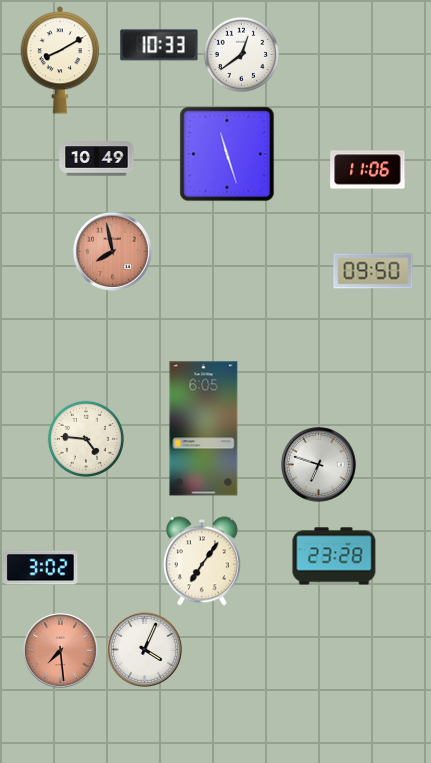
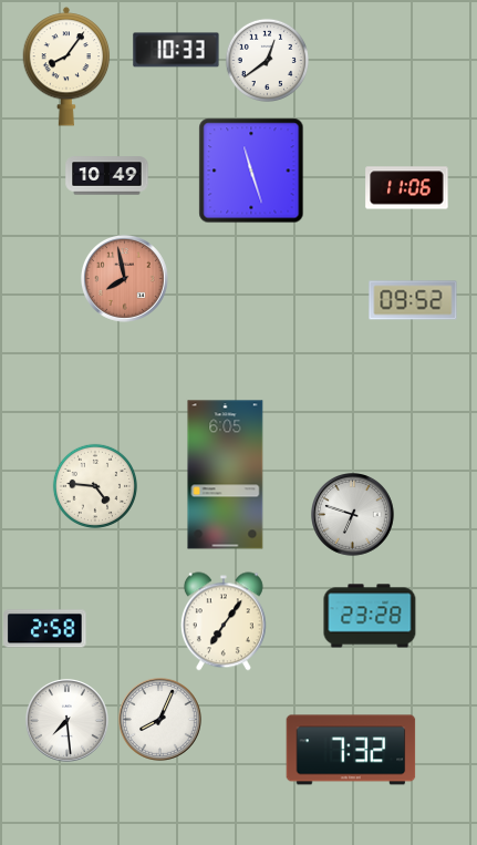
clock at (60, 60): 8:10 -> 8:06
clock at (373, 271): 09:50 -> 09:52
clock at (41, 568): 3:02 -> 2:58
clock at (145, 650): 4:04 -> 8:04
clock at (61, 651) dial: salmon -> white
clock at (351, 750): none -> 7:32
